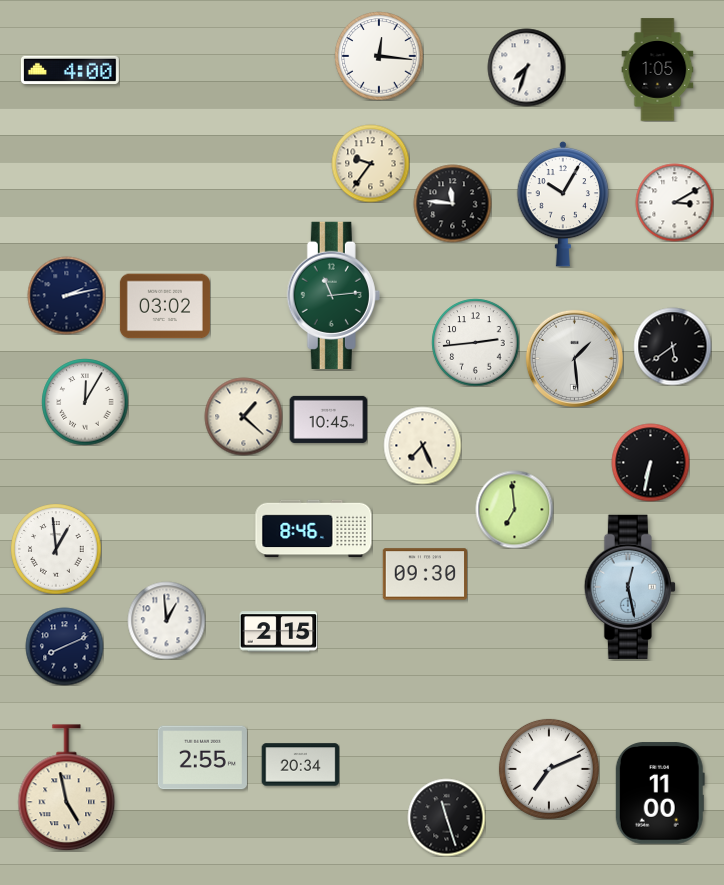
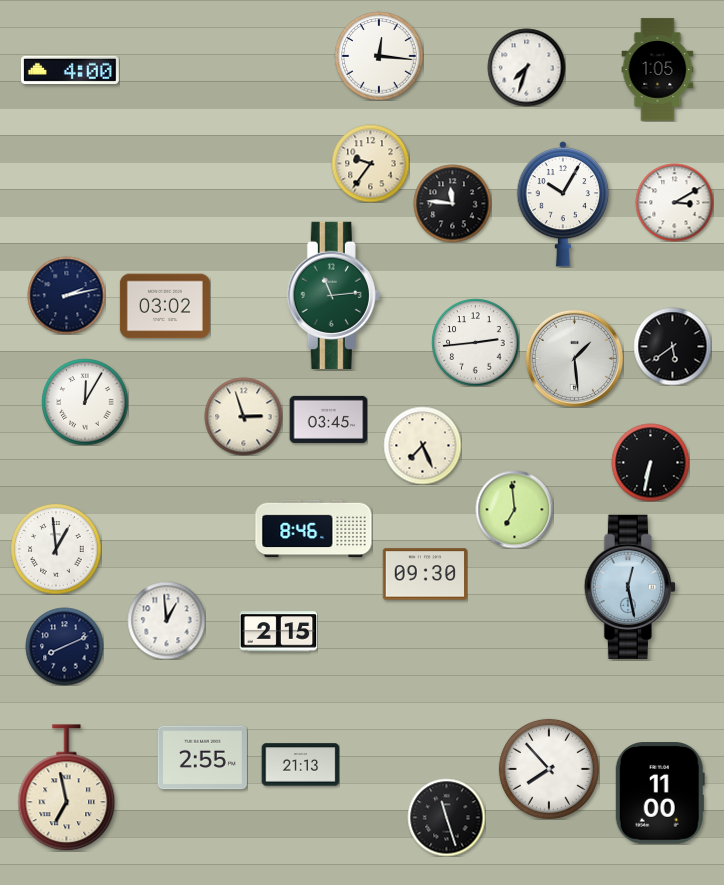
clock at (243, 416): 1:22 -> 2:57
clock at (328, 419): 10:45 -> 03:45
clock at (300, 765): 20:34 -> 21:13
clock at (549, 769): 7:11 -> 7:53
clock at (67, 788): 4:58 -> 6:58
